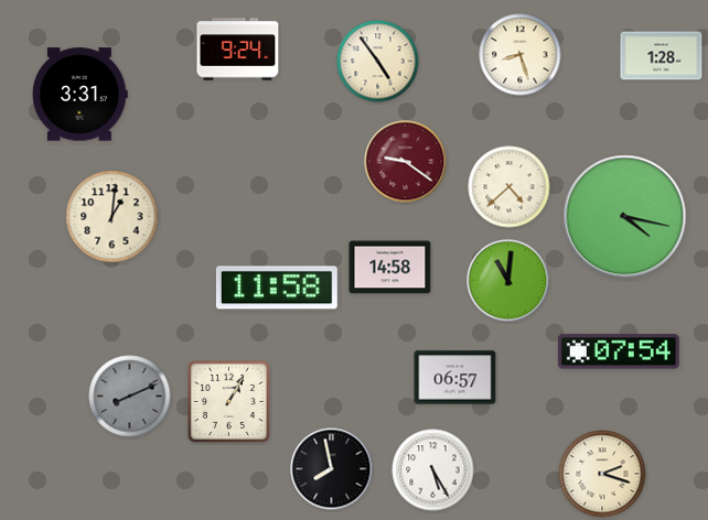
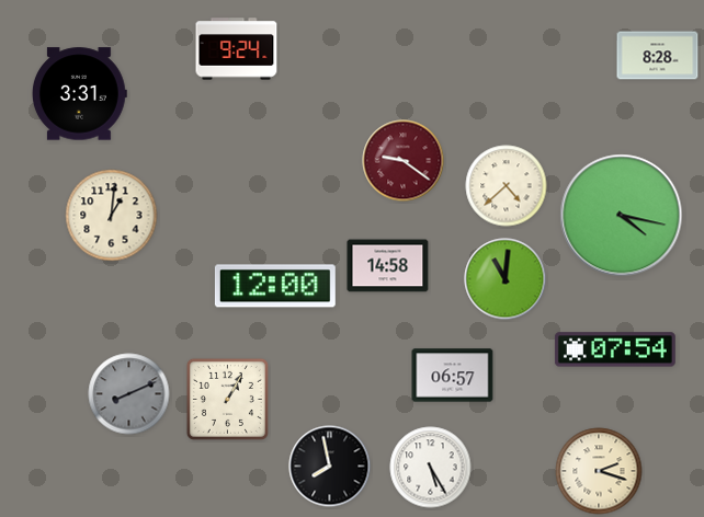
clock at (521, 55): 8:27 -> none
clock at (662, 56): 1:28 -> 8:28
clock at (378, 62): 4:54 -> none
clock at (277, 288): 11:58 -> 12:00
